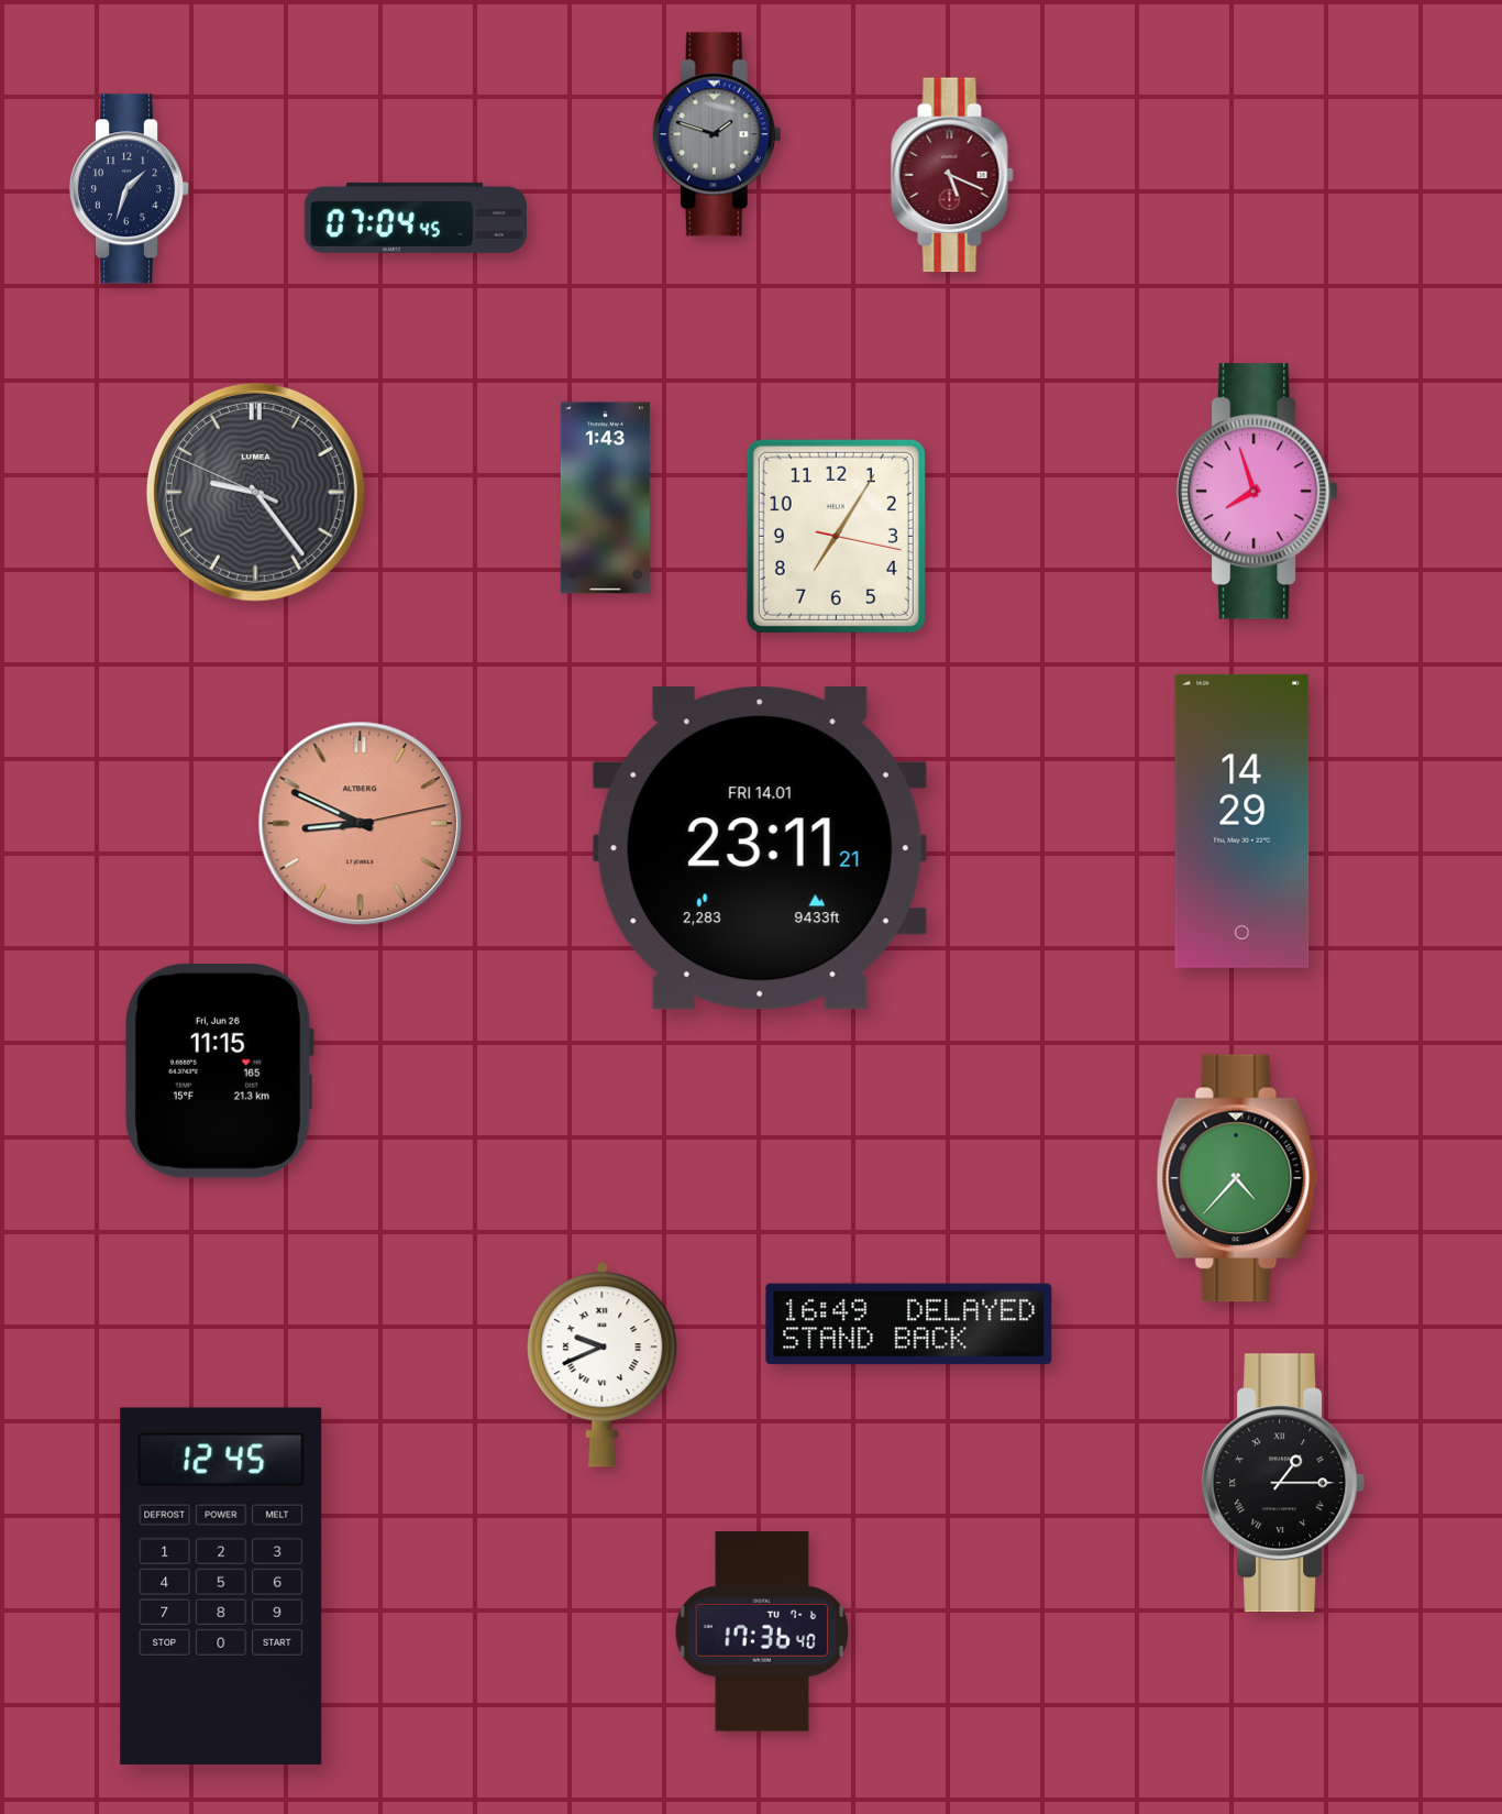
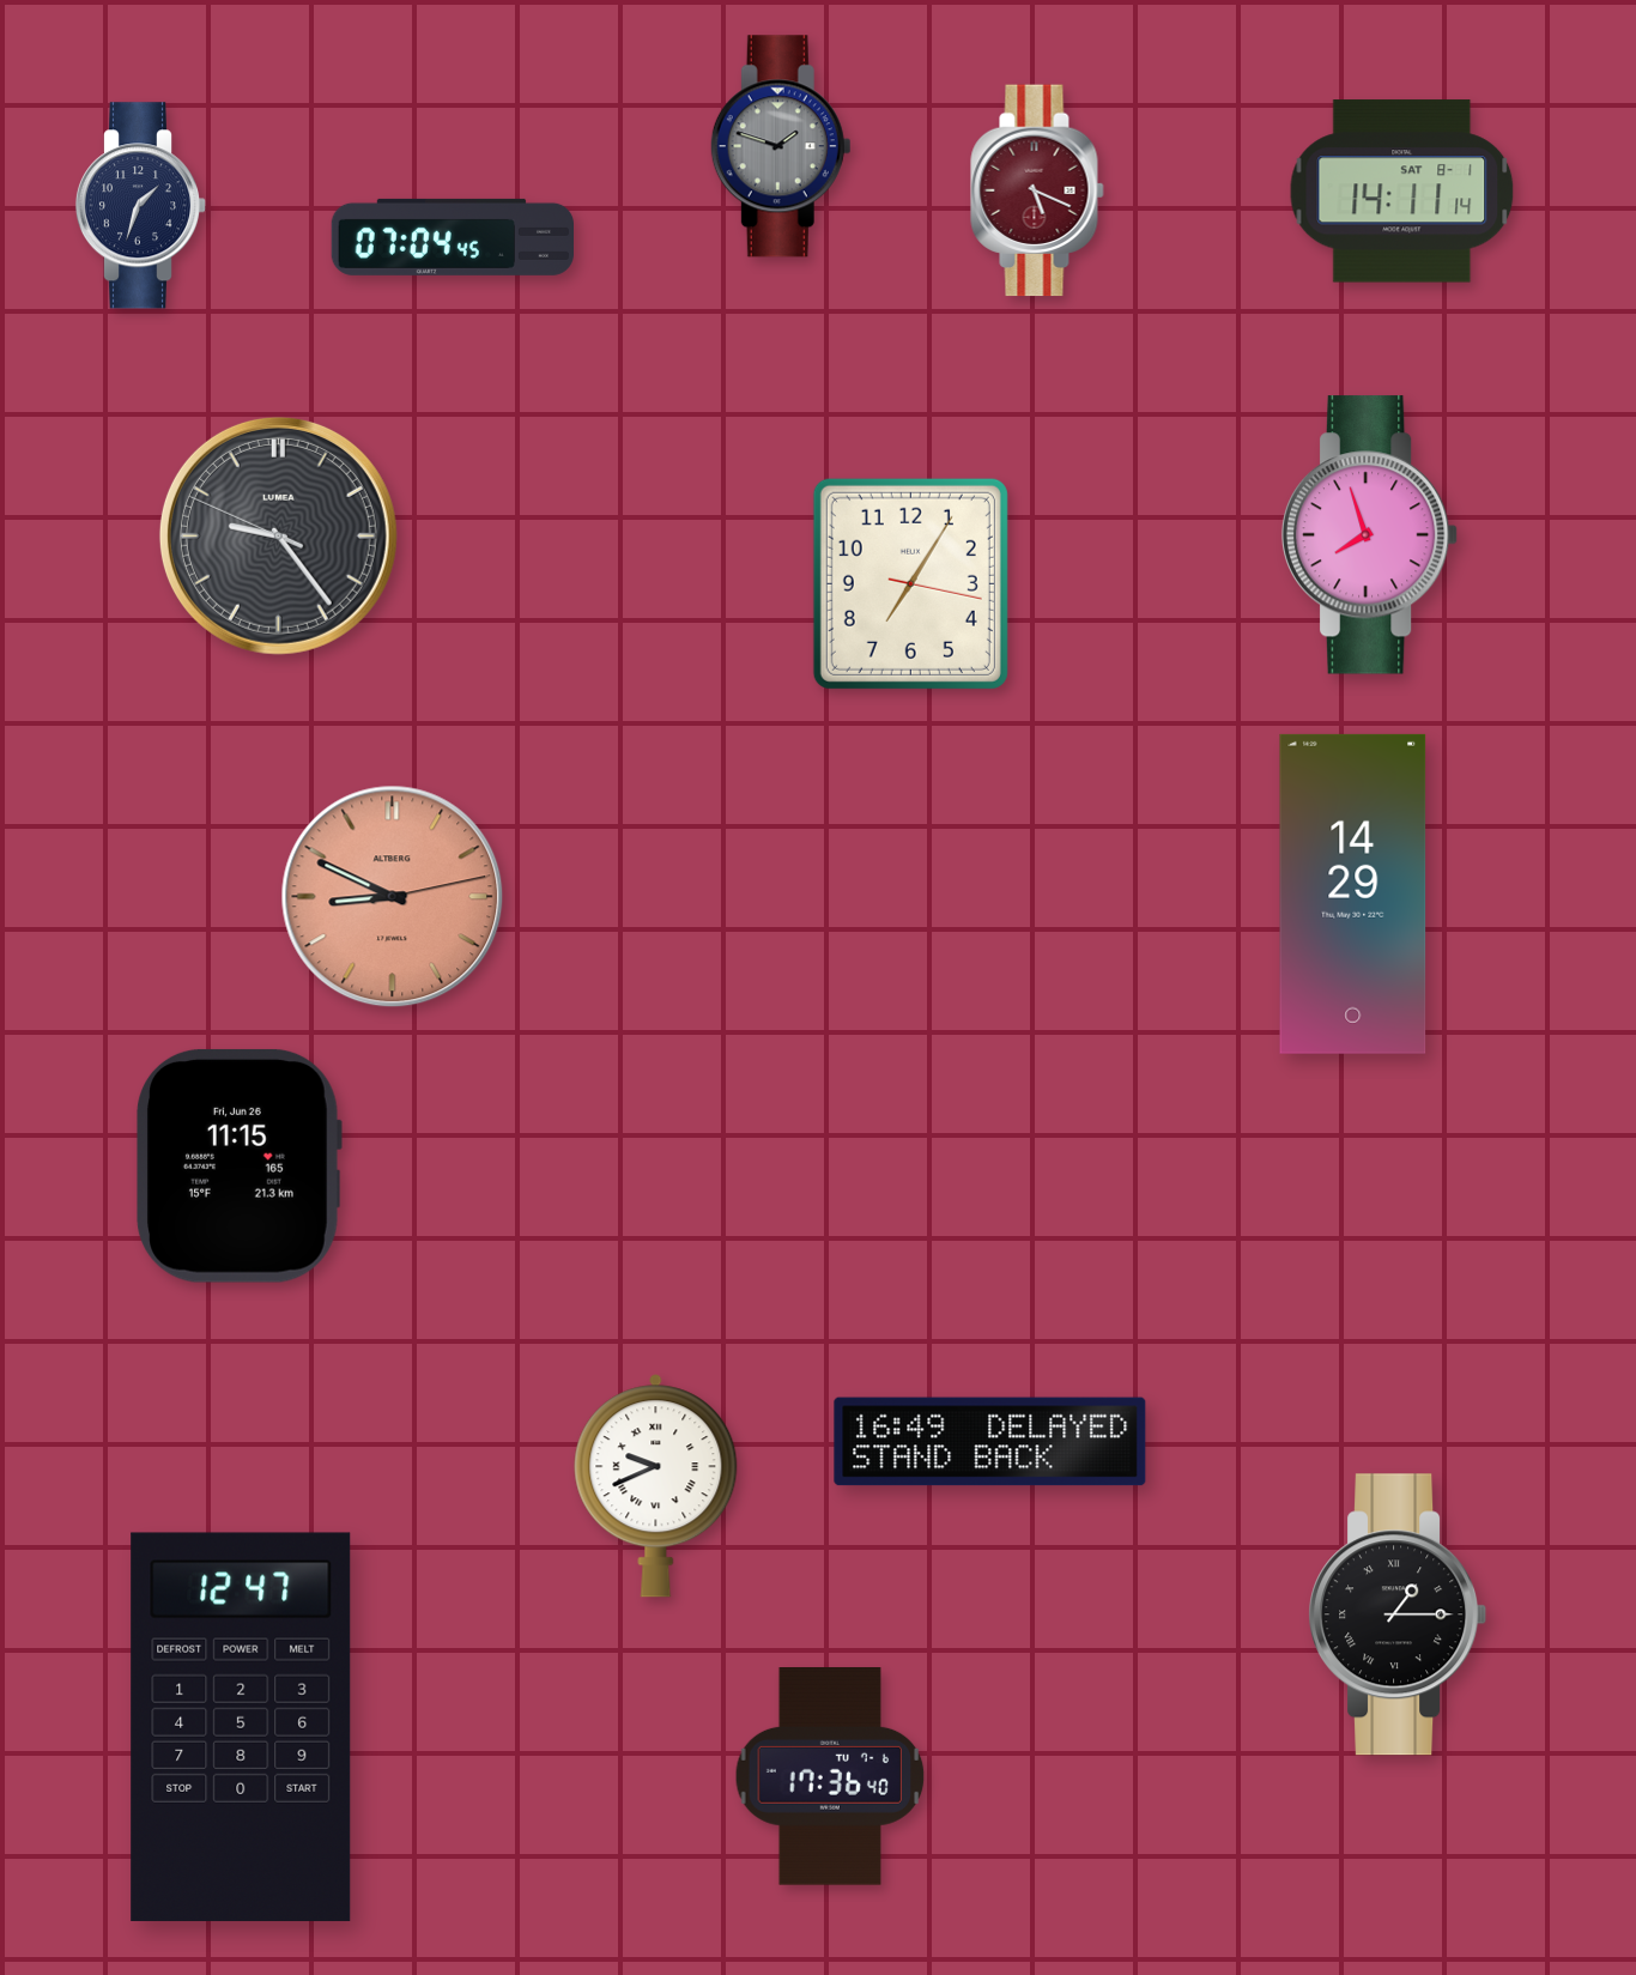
clock at (1402, 192): none -> 14:11
clock at (605, 498): 1:43 -> none
clock at (760, 848): 23:11 -> none
clock at (1237, 1178): 4:37 -> none
clock at (221, 1586): 12:45 -> 12:47
